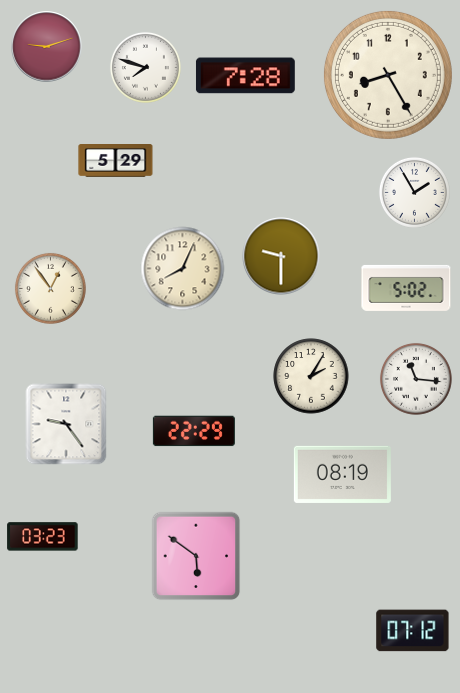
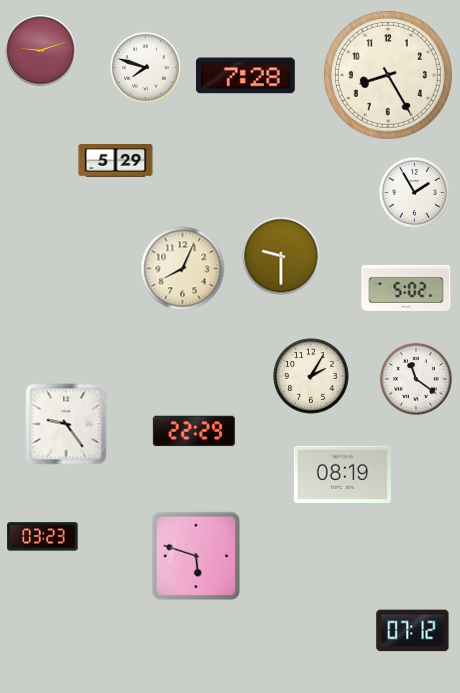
clock at (47, 47) position: (47, 47) -> (41, 51)
clock at (50, 288): 12:54 -> none
clock at (416, 379): 11:16 -> 11:21
clock at (196, 556): 5:51 -> 5:48
